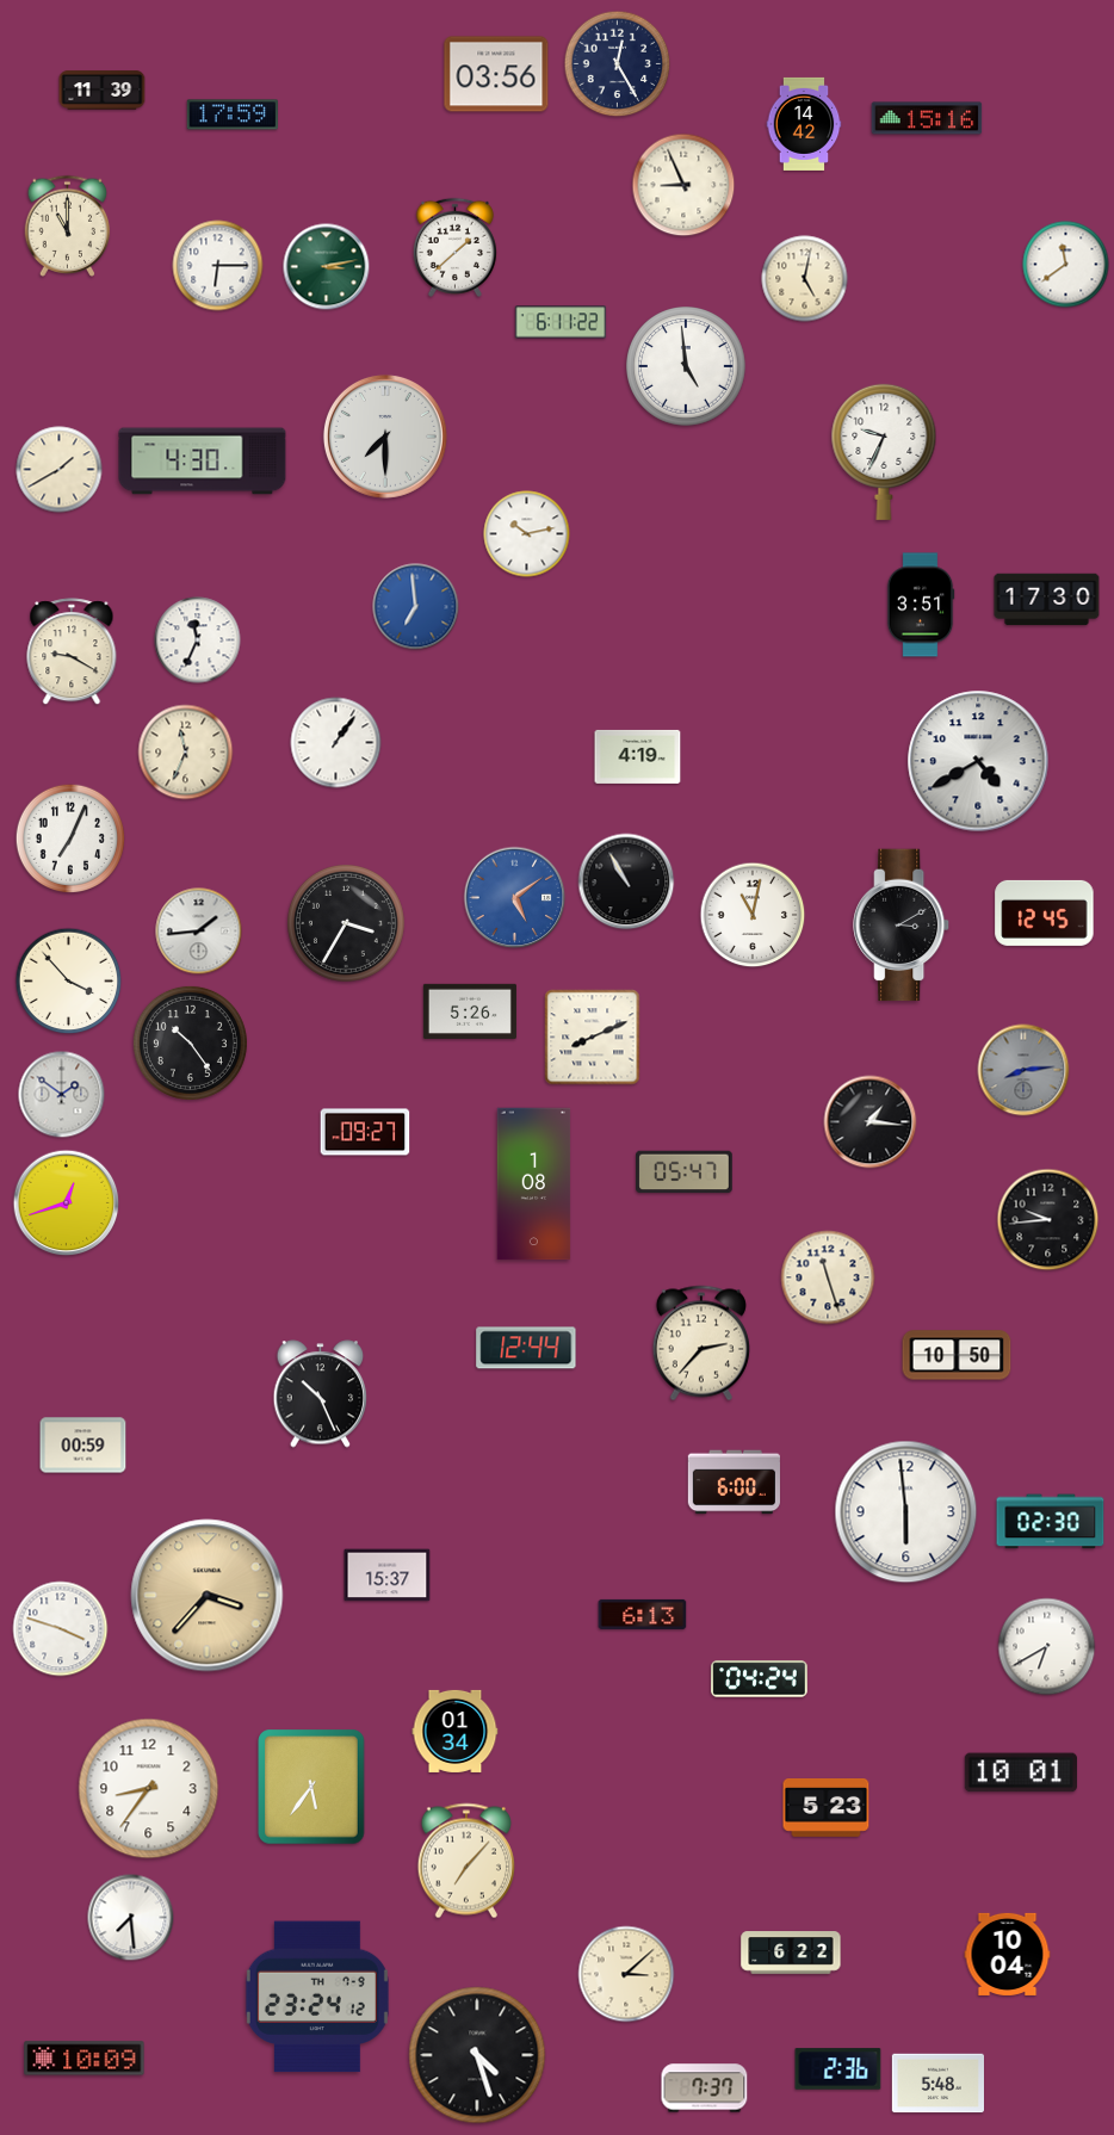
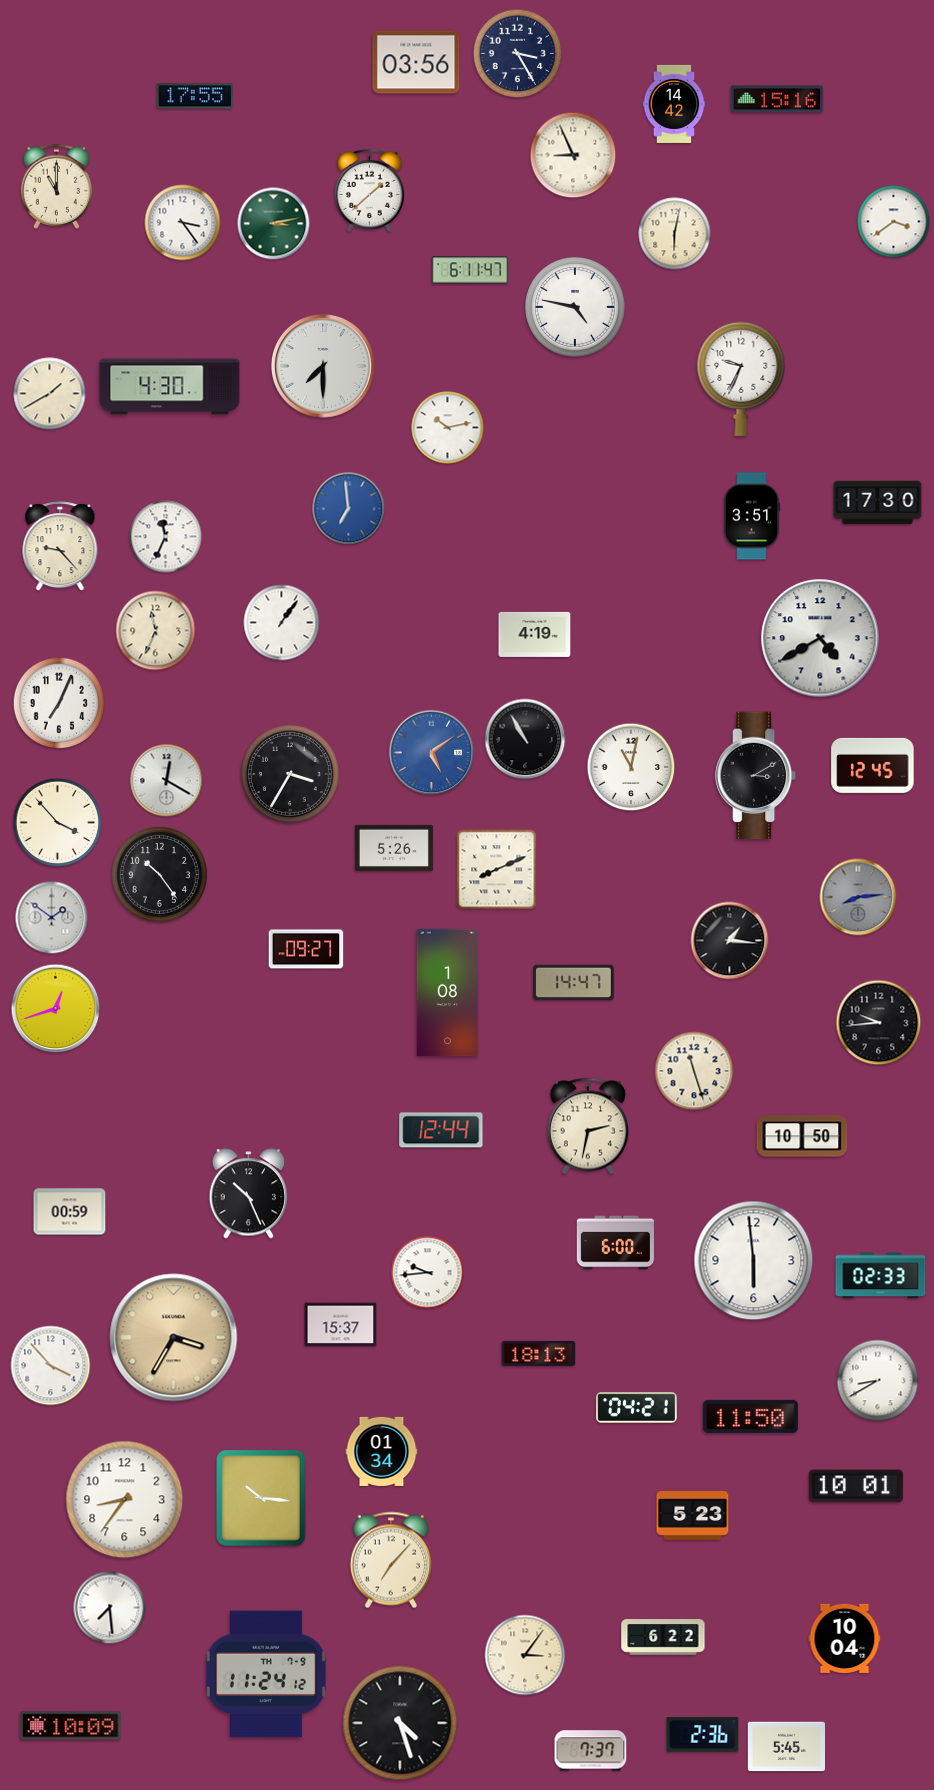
clock at (618, 64): 12:25 -> 3:25
clock at (103, 91): 11:39 -> none
clock at (233, 115): 17:59 -> 17:55
clock at (68, 225) position: (68, 225) -> (57, 186)
clock at (454, 247) position: (454, 247) -> (369, 190)
clock at (1066, 265): 11:39 -> 3:39
clock at (218, 266): 6:15 -> 3:24
clock at (805, 279): 5:02 -> 6:02
clock at (561, 322): 6:11:22 -> 6:11:47
clock at (687, 367): 4:59 -> 4:47
clock at (527, 534) position: (527, 534) -> (448, 428)
clock at (921, 605) position: (921, 605) -> (752, 516)
clock at (72, 652): 9:20 -> 9:23
clock at (1045, 912) position: (1045, 912) -> (873, 765)
clock at (199, 932): 1:44 -> 12:20
clock at (685, 1172): 05:47 -> 14:47
clock at (701, 1343): 2:37 -> 2:32
clock at (321, 1394) position: (321, 1394) -> (249, 1194)
clock at (906, 1512) position: (906, 1512) -> (754, 1261)
clock at (428, 1273): none -> 9:44
clock at (1051, 1522): 02:30 -> 02:33
clock at (388, 1576) position: (388, 1576) -> (341, 1325)
clock at (208, 1596): 3:37 -> 3:35
clock at (643, 1614): 6:13 -> 18:13
clock at (61, 1629): 3:48 -> 3:53
clock at (1047, 1647): 6:40 -> 8:40
clock at (760, 1679): 04:24 -> 04:21
clock at (750, 1416): none -> 11:50
clock at (311, 1787): 5:36 -> 10:16
clock at (626, 1974): 3:08 -> 3:06
clock at (317, 1997): 23:24 -> 11:24
clock at (937, 2084): 5:48 -> 5:45
